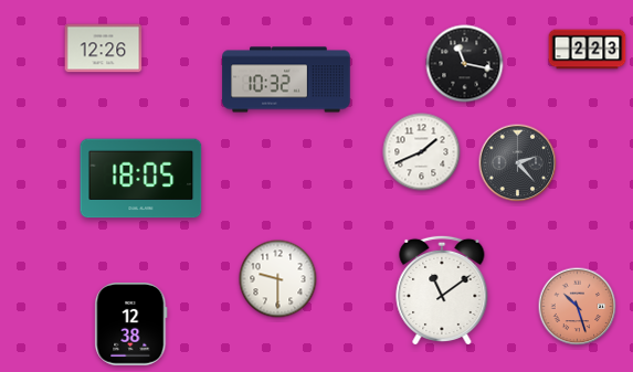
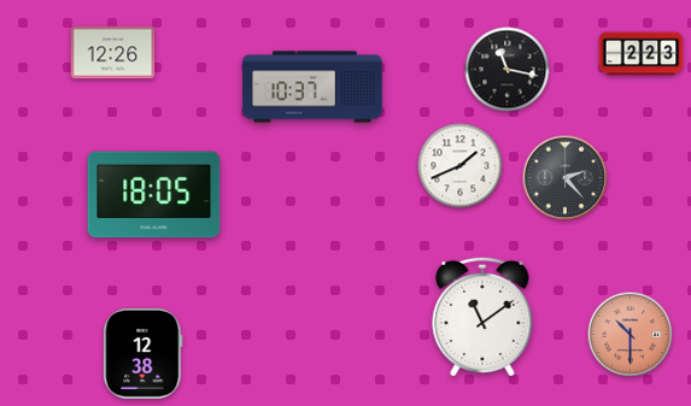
clock at (286, 79): 10:32 -> 10:37
clock at (278, 279): 9:30 -> none
clock at (578, 307): 10:27 -> 10:30
